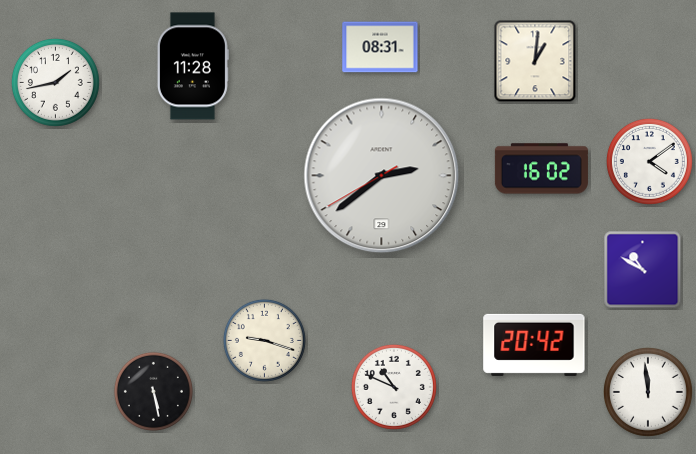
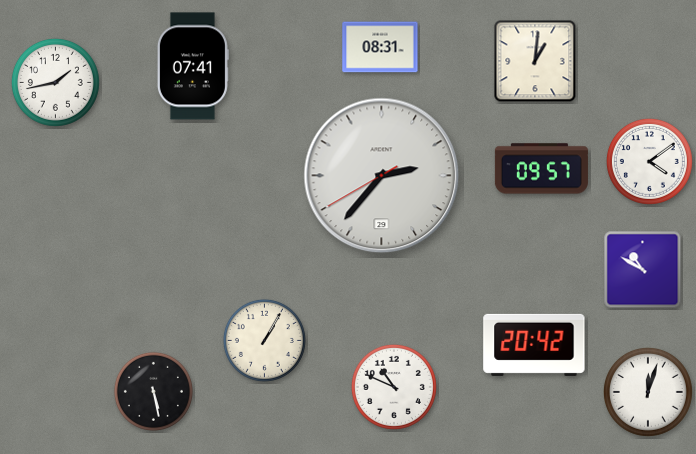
clock at (193, 66): 11:28 -> 07:41
clock at (541, 169): 16:02 -> 09:57
clock at (382, 176): 2:38 -> 2:36
clock at (264, 340): 9:18 -> 1:05
clock at (648, 392): 11:59 -> 12:03
